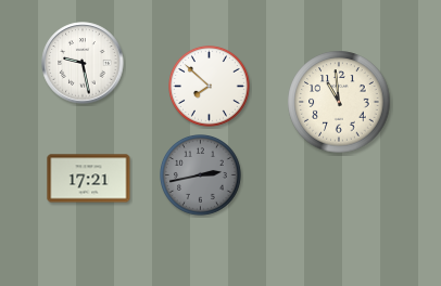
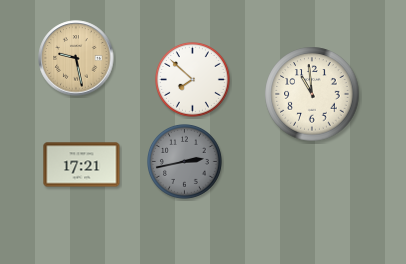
clock at (83, 63) dial: white -> champagne
